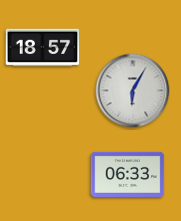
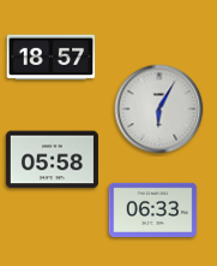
clock at (52, 160): none -> 05:58
